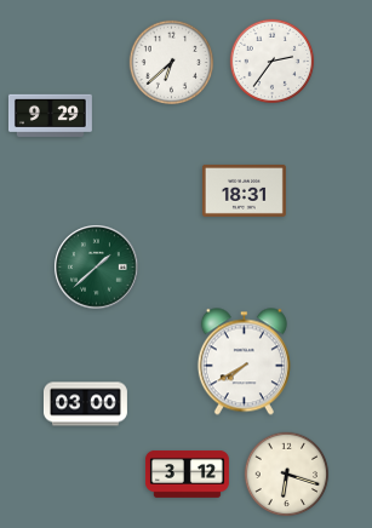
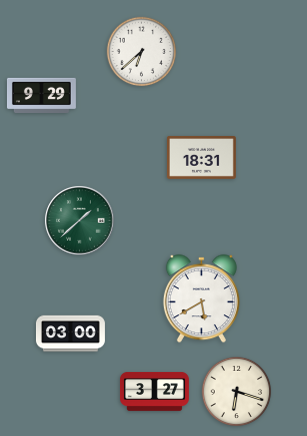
clock at (273, 62): 2:36 -> none
clock at (244, 362): 7:40 -> 5:40
clock at (187, 475): 3:12 -> 3:27
